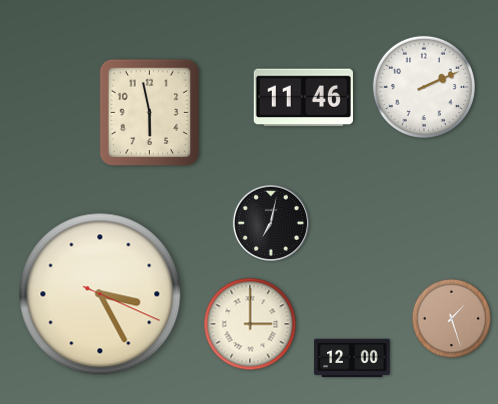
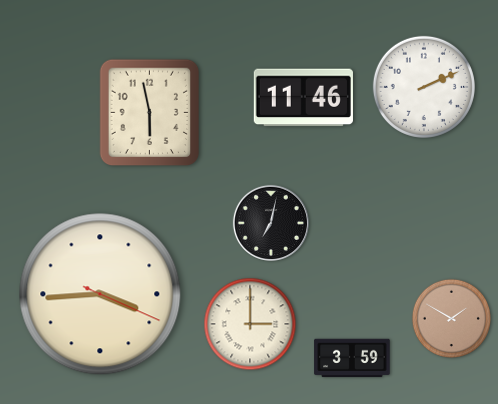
clock at (100, 294): 3:25 -> 3:44
clock at (451, 318): 1:27 -> 1:50
clock at (352, 358): 12:00 -> 3:59
